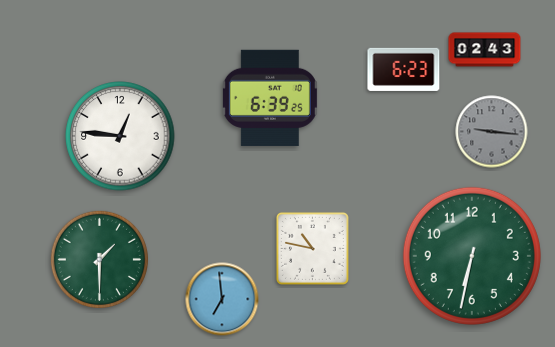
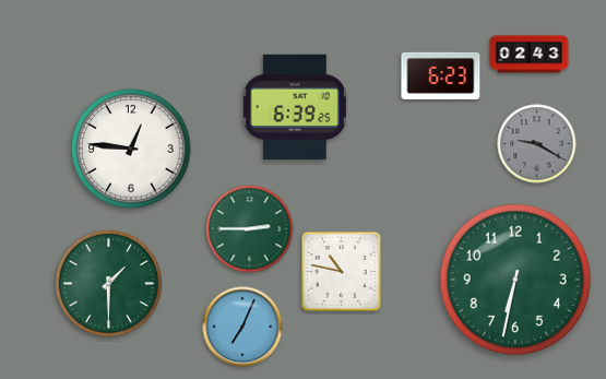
clock at (492, 132): 9:16 -> 9:20
clock at (250, 229): none -> 2:45
clock at (222, 299): 6:59 -> 7:04
